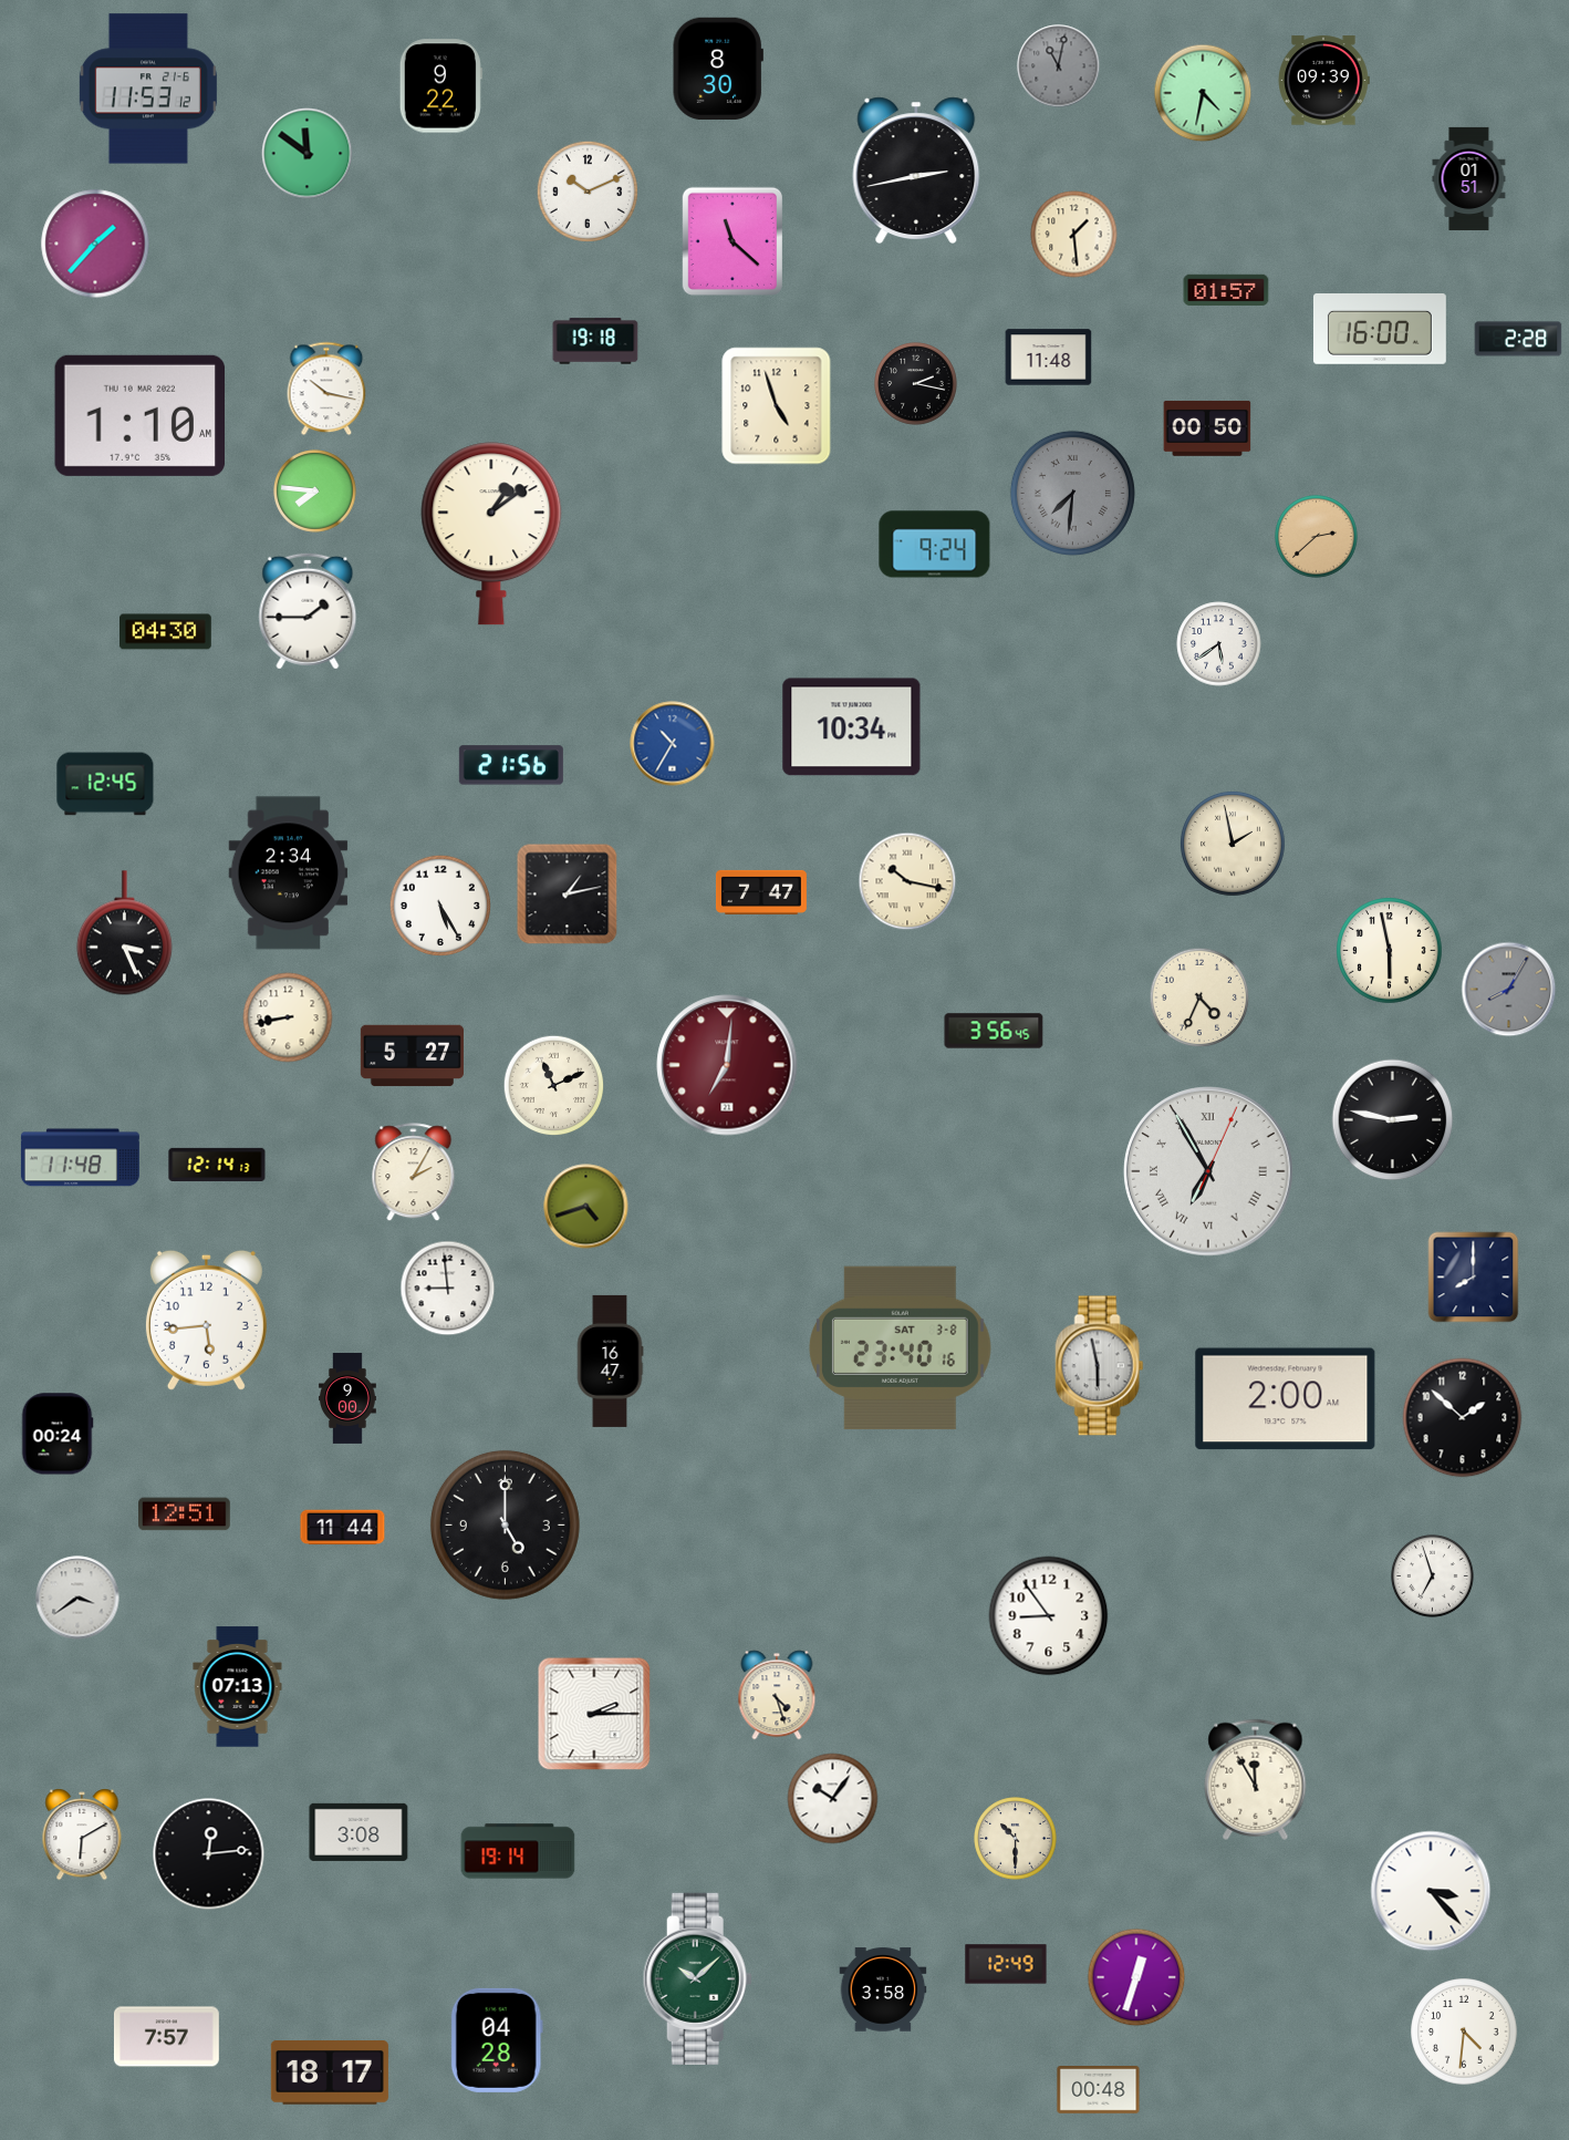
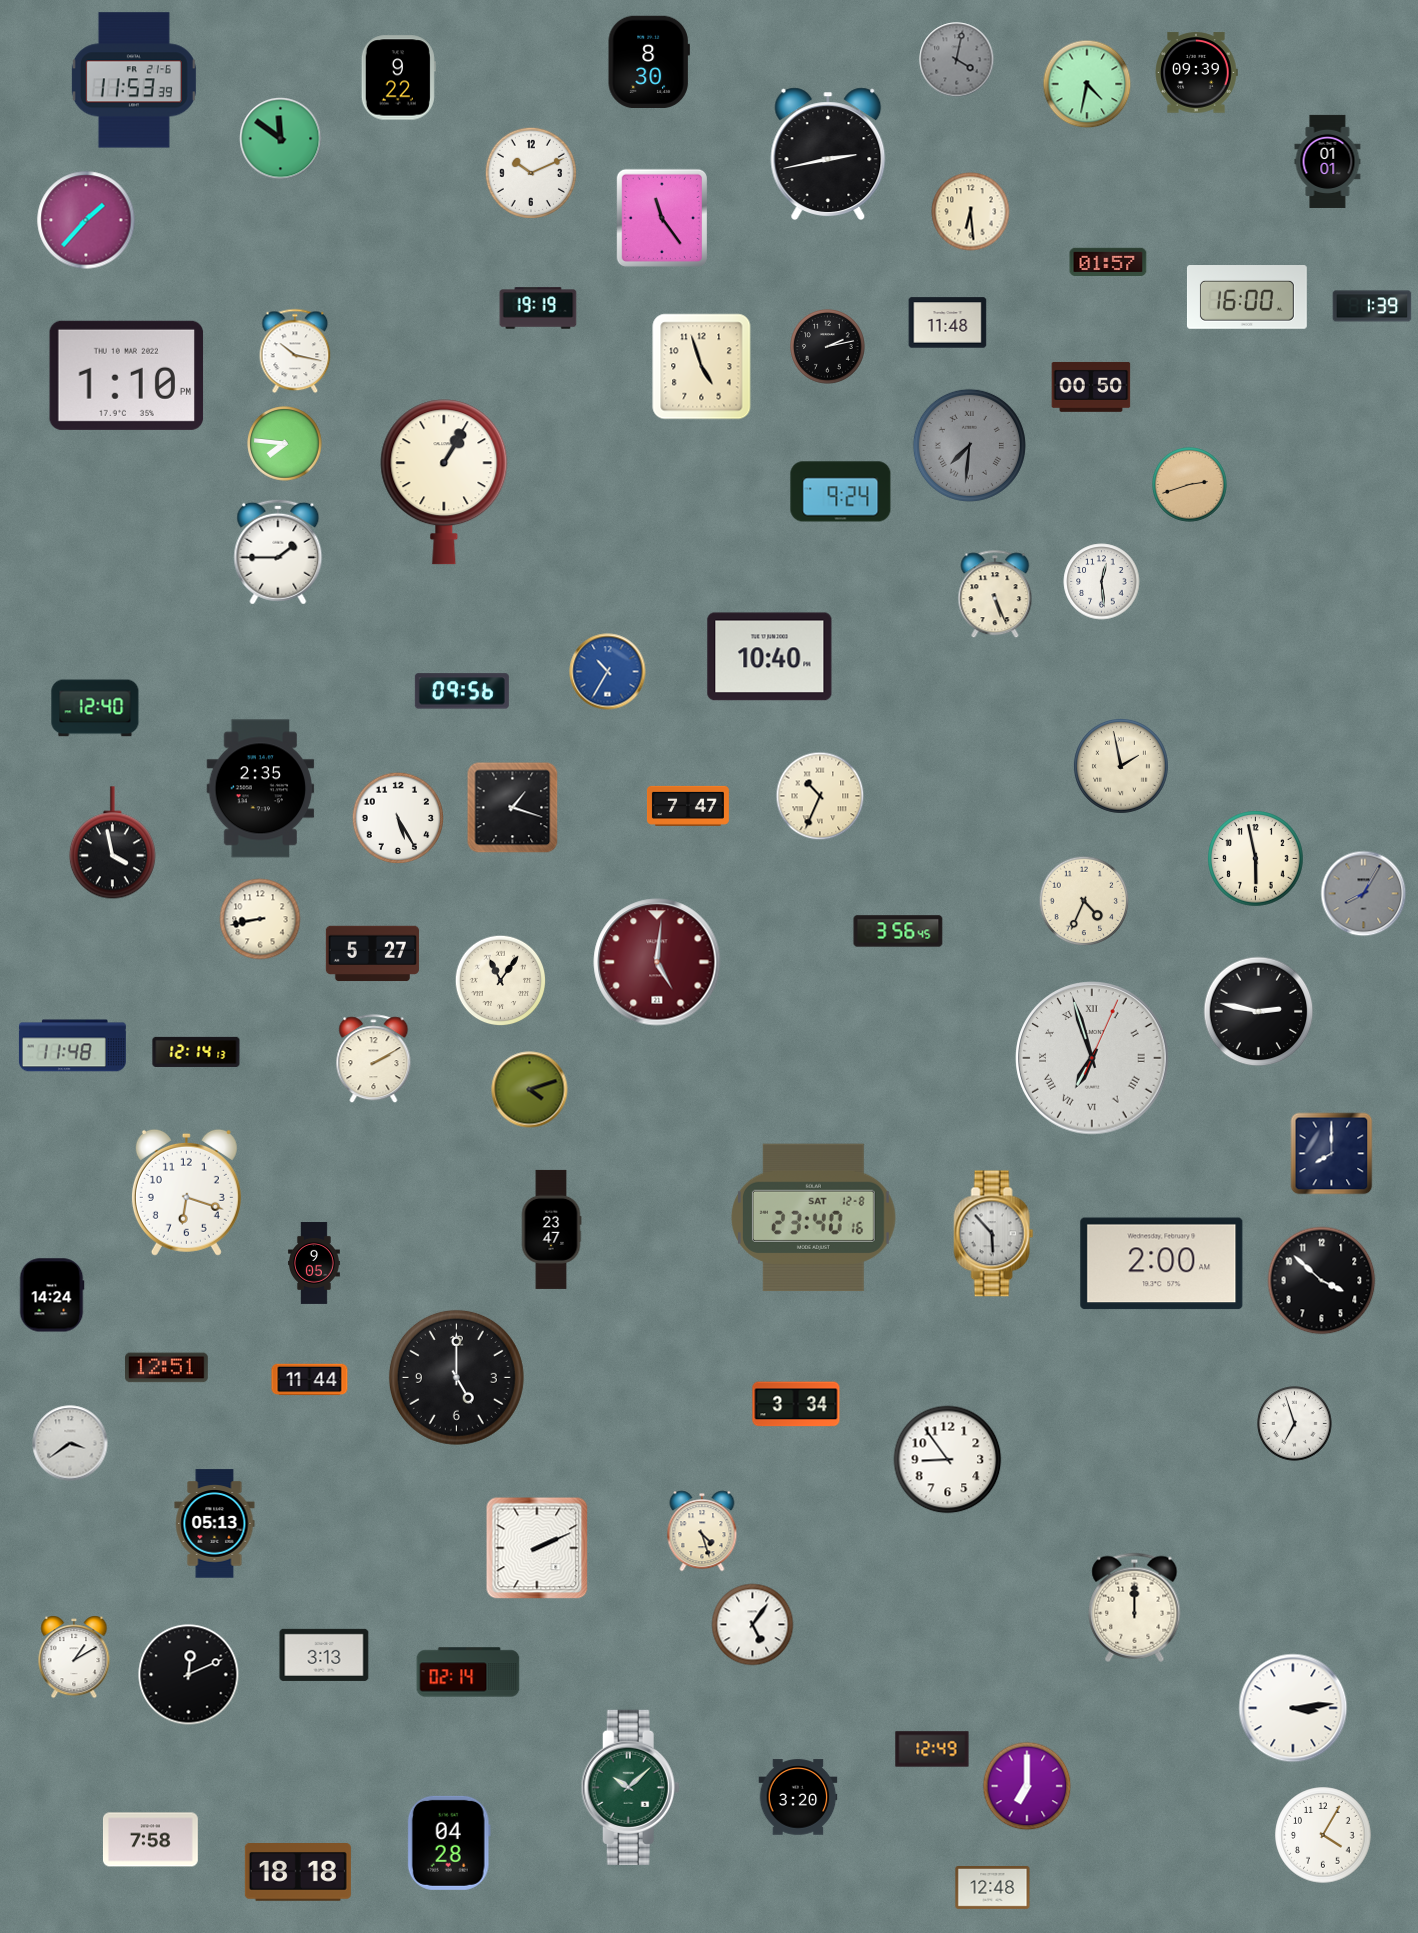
clock at (1059, 66): 11:02 -> 4:02
clock at (148, 89): 11:53:12 -> 11:53:39
clock at (308, 154) position: (308, 154) -> (281, 139)
clock at (1469, 178): 01:51 -> 01:01
clock at (1074, 235): 1:29 -> 6:29
clock at (732, 240): 11:22 -> 11:24
clock at (1518, 339): 2:28 -> 1:39
clock at (595, 341): 19:18 -> 19:19
clock at (916, 384): 2:17 -> 2:13
clock at (141, 415): 1:10 AM -> 1:10 PM
clock at (491, 534): 1:09 -> 1:05
clock at (1317, 537): 2:38 -> 2:42
clock at (935, 545) position: (935, 545) -> (841, 492)
clock at (166, 632): 04:30 -> none
clock at (1219, 644): 5:39 -> 12:29
clock at (995, 595): none -> 5:26
clock at (852, 727): 10:34 -> 10:40
clock at (511, 765): 21:56 -> 09:56
clock at (105, 784): 12:45 -> 12:40
clock at (1234, 845) position: (1234, 845) -> (1122, 767)
clock at (289, 873): 2:34 -> 2:35
clock at (907, 881): 10:17 -> 10:34
clock at (568, 895): 1:13 -> 1:18
clock at (124, 933): 3:26 -> 3:58
clock at (727, 1065): 7:01 -> 5:01
clock at (554, 1086): 11:11 -> 11:06
clock at (1208, 1171): 6:55 -> 6:57
clock at (414, 1172): 2:05 -> 2:10
clock at (586, 1207): 4:42 -> 4:12
clock at (448, 1289): 8:59 -> none
clock at (206, 1320): 5:44 -> 6:18
clock at (900, 1348) date: SAT 3-8 -> SAT 12-8
clock at (610, 1361): 16:47 -> 23:47
clock at (1100, 1366): 5:58 -> 5:53
clock at (349, 1399): 9:00 -> 9:05
clock at (1463, 1418): 1:52 -> 3:52
clock at (58, 1434): 00:24 -> 14:24
clock at (796, 1404): none -> 3:34
clock at (238, 1687): 07:13 -> 05:13
clock at (594, 1714): 2:15 -> 2:11
clock at (1256, 1779): 11:55 -> 12:00
clock at (833, 1799): 10:06 -> 5:06
clock at (359, 1832): 3:08 -> 3:13
clock at (82, 1834): 6:10 -> 1:10
clock at (1016, 1839): 10:30 -> none
clock at (518, 1851): 19:14 -> 02:14
clock at (209, 1854): 12:14 -> 12:11
clock at (1431, 1891): 3:23 -> 3:14
clock at (1006, 1964) position: (1006, 1964) -> (932, 1749)
clock at (1136, 1977): 12:33 -> 7:00
clock at (883, 1989): 3:58 -> 3:20
clock at (1464, 2032): 4:31 -> 4:05
clock at (166, 2037): 7:57 -> 7:58
clock at (330, 2074): 18:17 -> 18:18
clock at (1099, 2090): 00:48 -> 12:48
